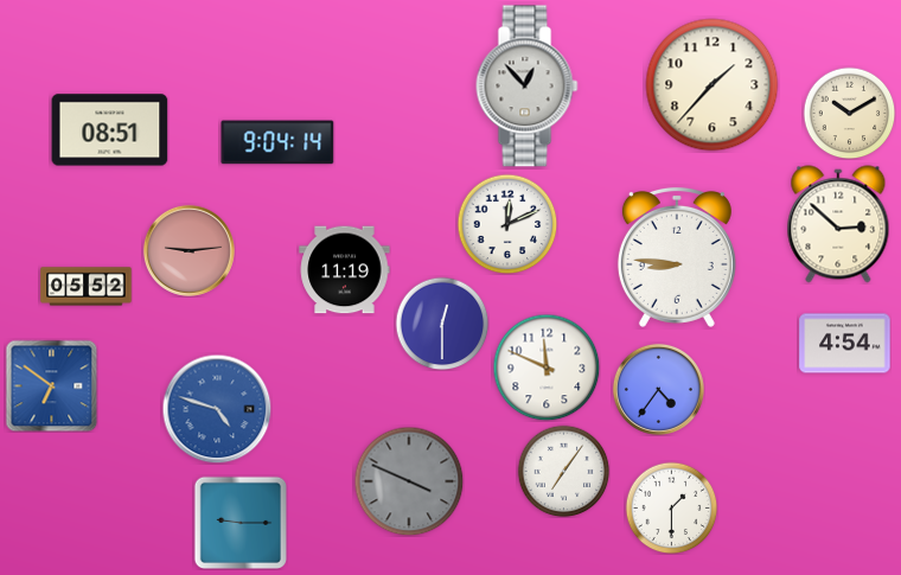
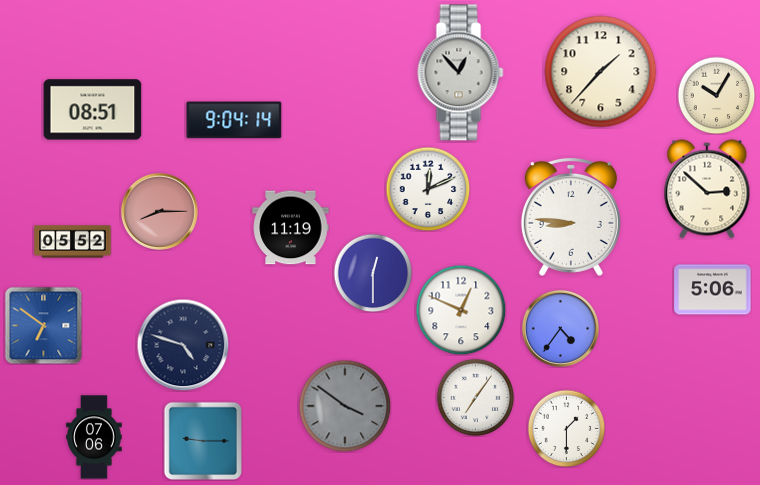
clock at (528, 87) position: (528, 87) -> (461, 73)
clock at (849, 113): 10:10 -> 10:05
clock at (188, 250): 9:14 -> 8:15
clock at (845, 344): 4:54 -> 5:06
clock at (547, 368): 11:49 -> 12:49
clock at (658, 389) position: (658, 389) -> (560, 328)
clock at (217, 409) dial: blue -> navy
clock at (409, 481): 3:49 -> 3:51
clock at (94, 437): none -> 07:06
